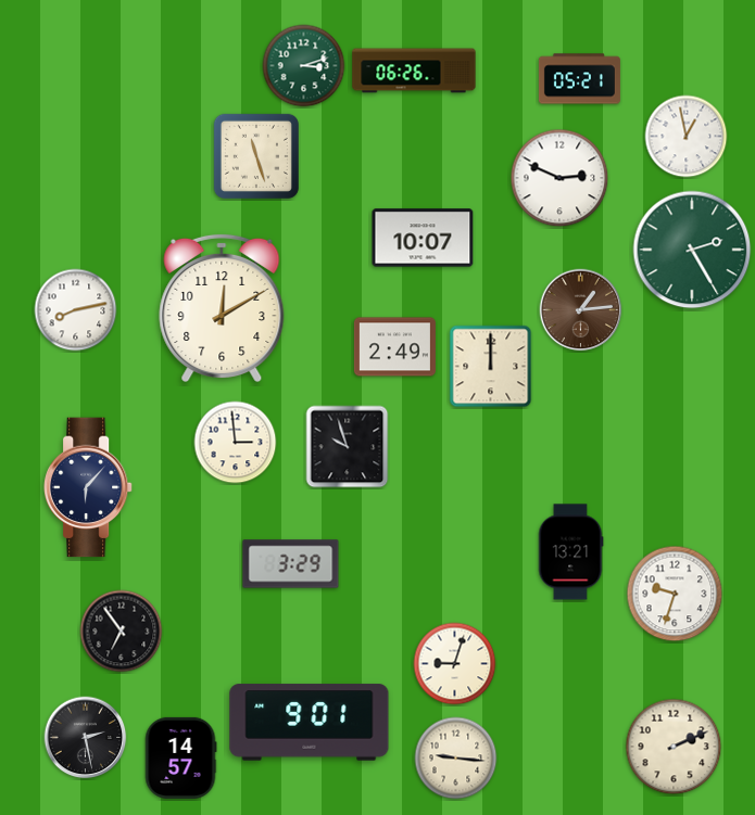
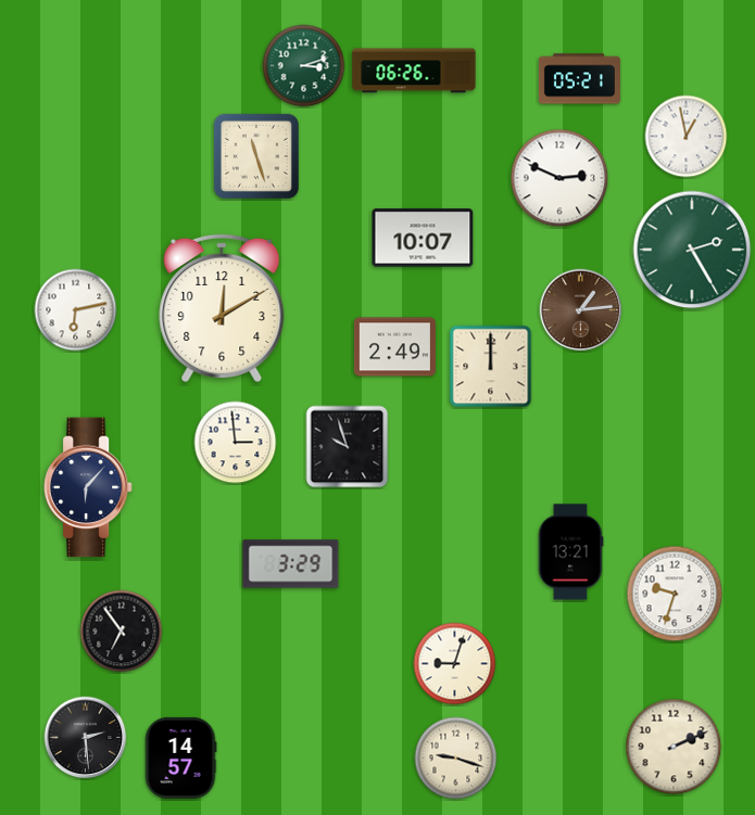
clock at (76, 310): 8:13 -> 6:13
clock at (310, 723): 9:01 -> none
clock at (86, 738): 2:28 -> 2:29
clock at (456, 759): 9:16 -> 9:18
